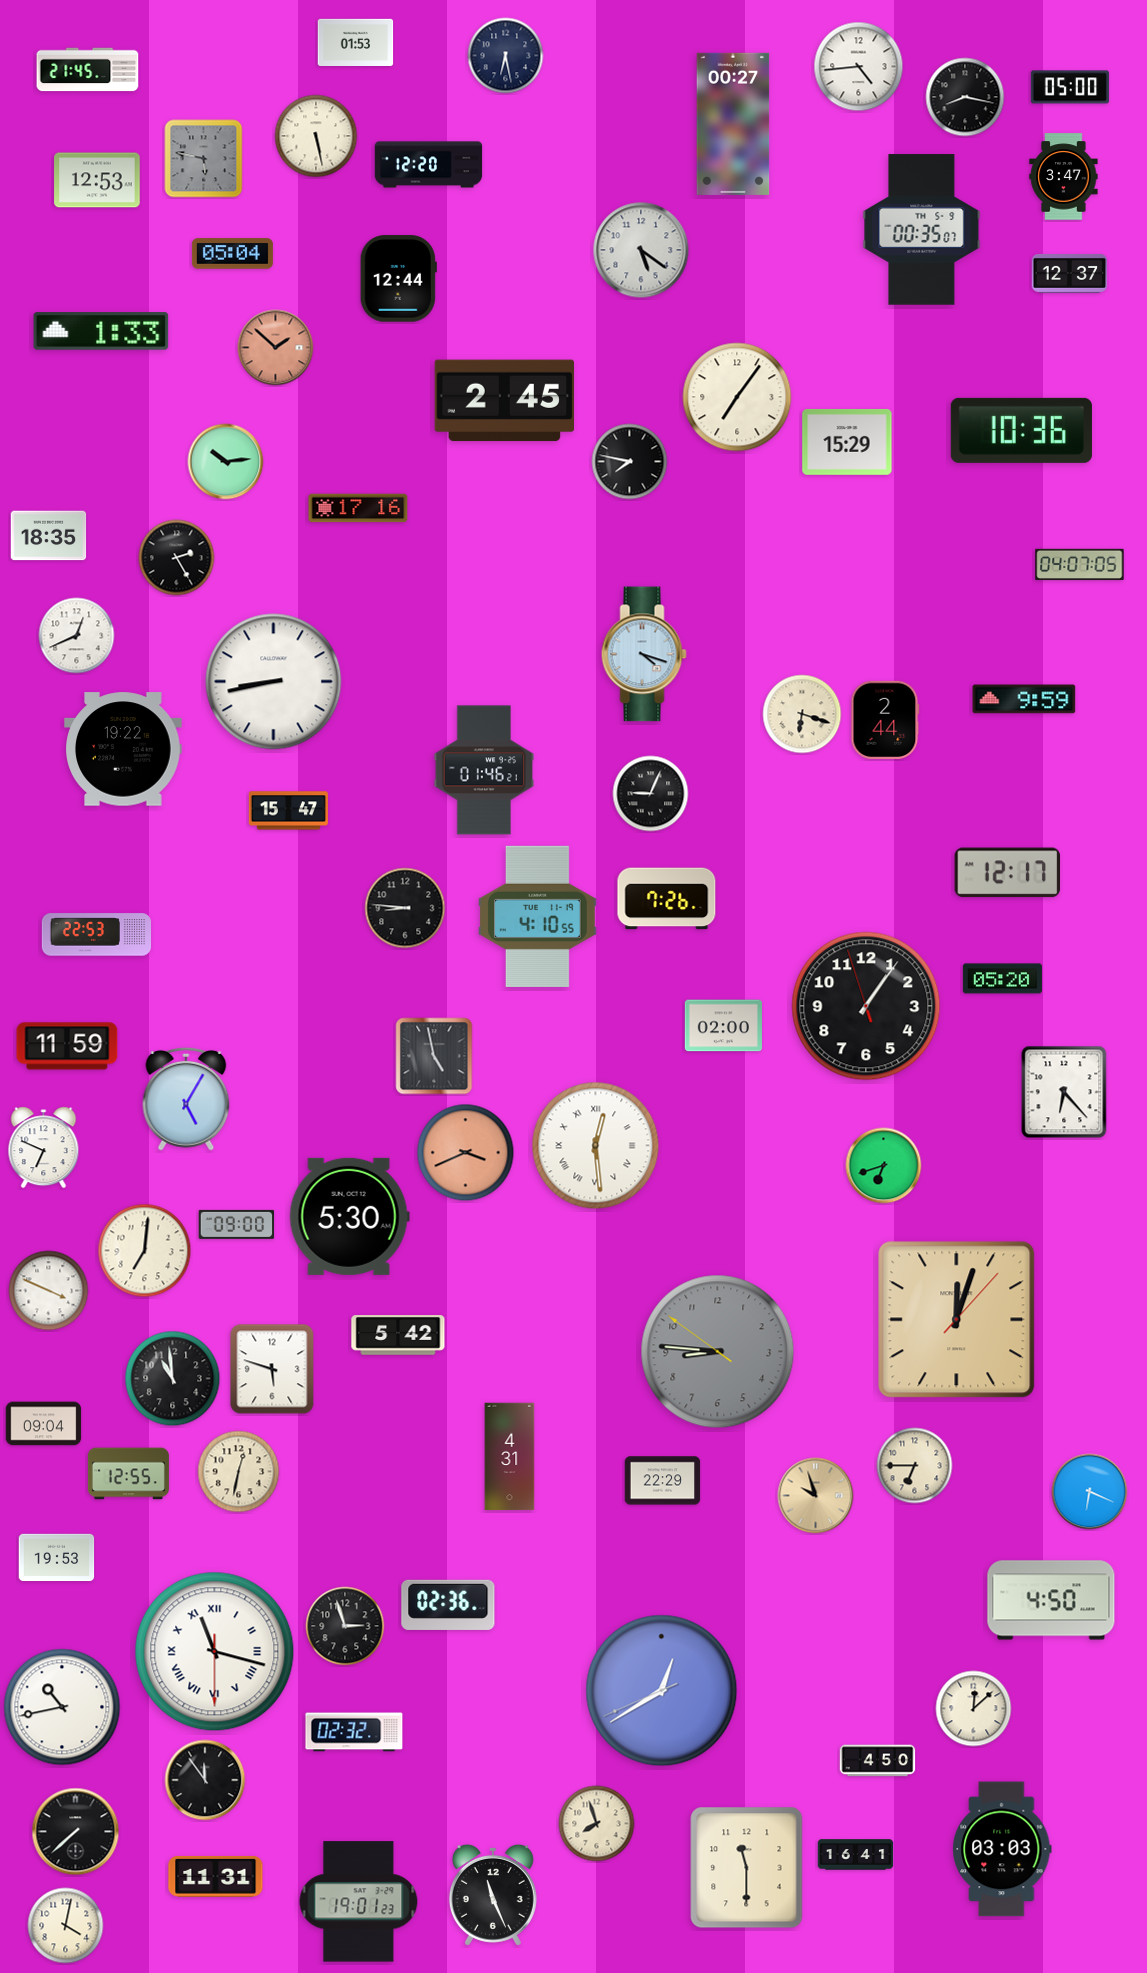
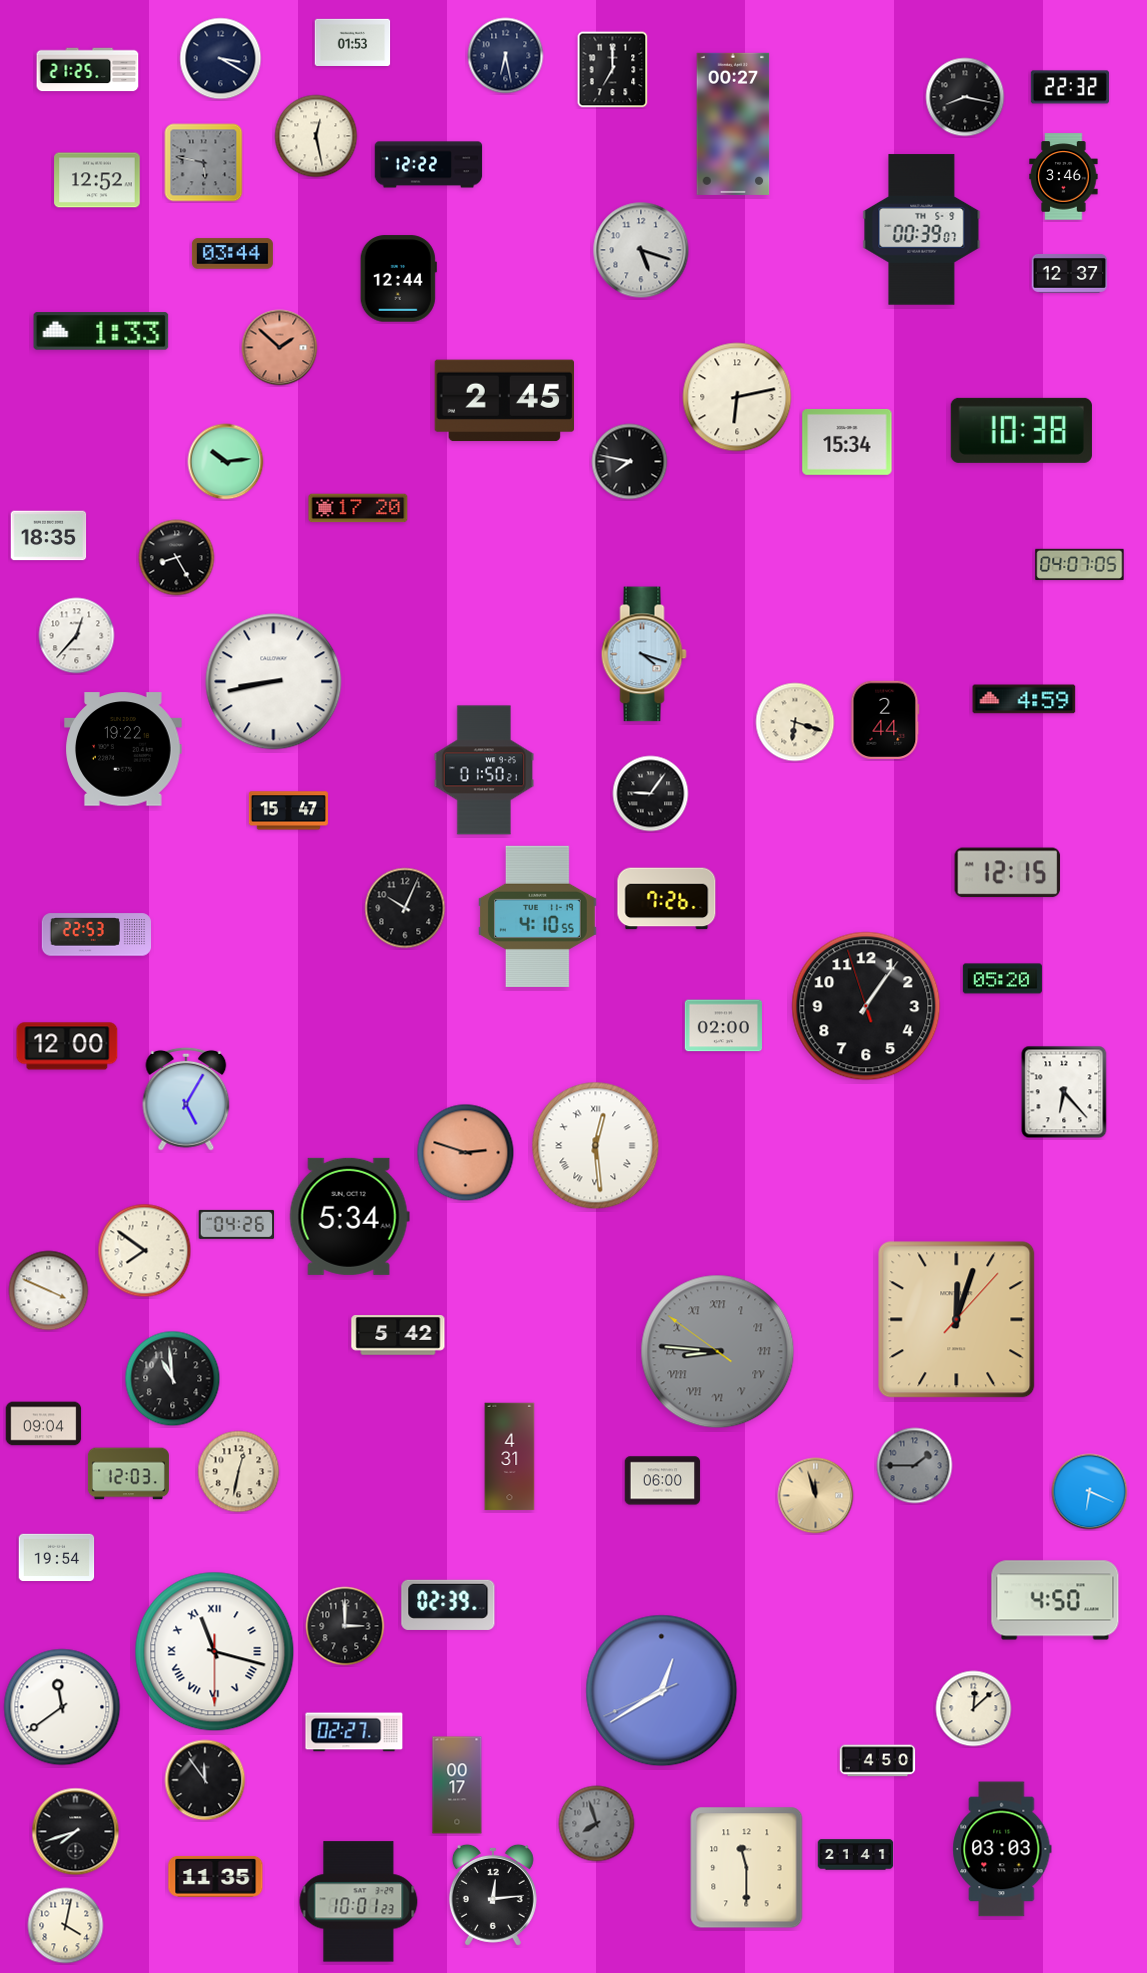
clock at (356, 42) position: (356, 42) -> (353, 42)
clock at (221, 59): none -> 3:20
clock at (859, 67): 4:44 -> none
clock at (88, 70): 21:45 -> 21:25
clock at (613, 70): none -> 7:00
clock at (1070, 87): 05:00 -> 22:32
clock at (316, 136): 5:28 -> 12:28
clock at (204, 159) position: (204, 159) -> (204, 163)
clock at (429, 165): 12:20 -> 12:22
clock at (1064, 177): 3:47 -> 3:46
clock at (97, 180): 12:53 -> 12:52
clock at (922, 230): 00:35 -> 00:39
clock at (641, 250): 5:21 -> 5:18
clock at (232, 254): 05:04 -> 03:44
clock at (276, 348) position: (276, 348) -> (280, 348)
clock at (737, 397): 7:06 -> 6:13
clock at (1021, 430): 10:36 -> 10:38
clock at (847, 442): 15:29 -> 15:34
clock at (358, 508): 17:16 -> 17:20
clock at (177, 558): 2:25 -> 8:25
clock at (77, 636): 12:41 -> 12:37
clock at (1024, 699): 9:59 -> 4:59
clock at (802, 714) position: (802, 714) -> (795, 722)
clock at (484, 770): 01:46 -> 01:50
clock at (651, 794): 9:04 -> 9:06
clock at (1008, 873): 12:17 -> 12:15
clock at (405, 908): 8:46 -> 10:04
clock at (67, 1046): 11:59 -> 12:00
clock at (434, 1056): 4:58 -> none
clock at (44, 1148): 6:49 -> none
clock at (466, 1153): 3:41 -> 2:48
clock at (884, 1166): 6:42 -> none
clock at (349, 1216): 5:30 -> 5:34
clock at (237, 1224): 09:00 -> 04:26
clock at (145, 1251): 7:01 -> 7:51
clock at (718, 1352) numerals: Arabic -> Roman
clock at (272, 1369): 5:48 -> none
clock at (915, 1466): 6:45 -> 1:45
clock at (915, 1466) dial: cream -> grey
clock at (128, 1474): 12:55 -> 12:03
clock at (663, 1481): 22:29 -> 06:00
clock at (816, 1496): 9:57 -> 11:57
clock at (57, 1558): 19:53 -> 19:54
clock at (1051, 1600) position: (1051, 1600) -> (1055, 1600)
clock at (448, 1605): 02:36 -> 02:39
clock at (345, 1626): 2:57 -> 3:00
clock at (62, 1707): 10:43 -> 11:39
clock at (354, 1732): 02:32 -> 02:27
clock at (457, 1785): none -> 00:17
clock at (597, 1824) dial: cream -> grey
clock at (76, 1832): 7:38 -> 7:42
clock at (856, 1855): 16:41 -> 21:41
clock at (216, 1876): 11:31 -> 11:35
clock at (493, 1895): 11:26 -> 12:14
clock at (359, 1902): 19:01 -> 10:01
